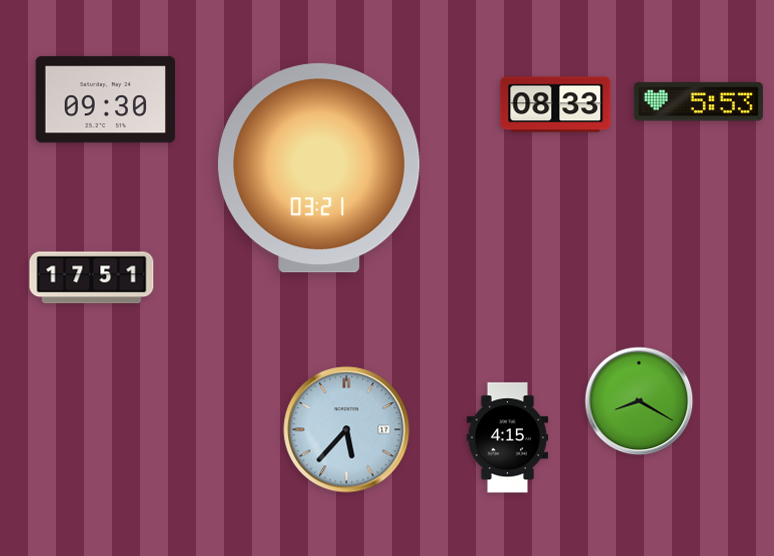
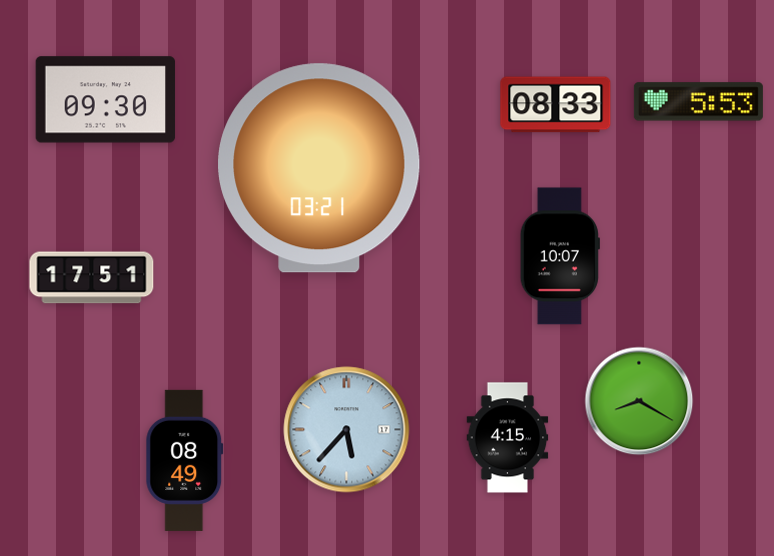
clock at (560, 256): none -> 10:07
clock at (185, 460): none -> 08:49
